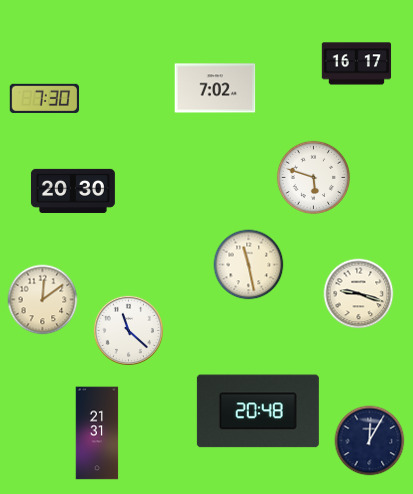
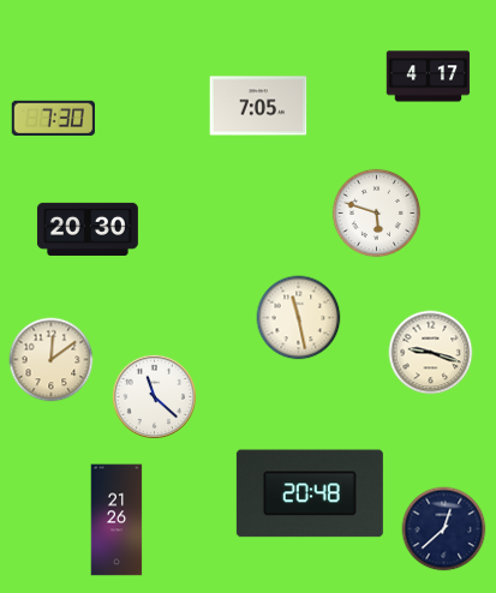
clock at (357, 64): 16:17 -> 4:17
clock at (215, 88): 7:02 -> 7:05
clock at (97, 433): 21:31 -> 21:26
clock at (370, 441): 12:05 -> 12:38
